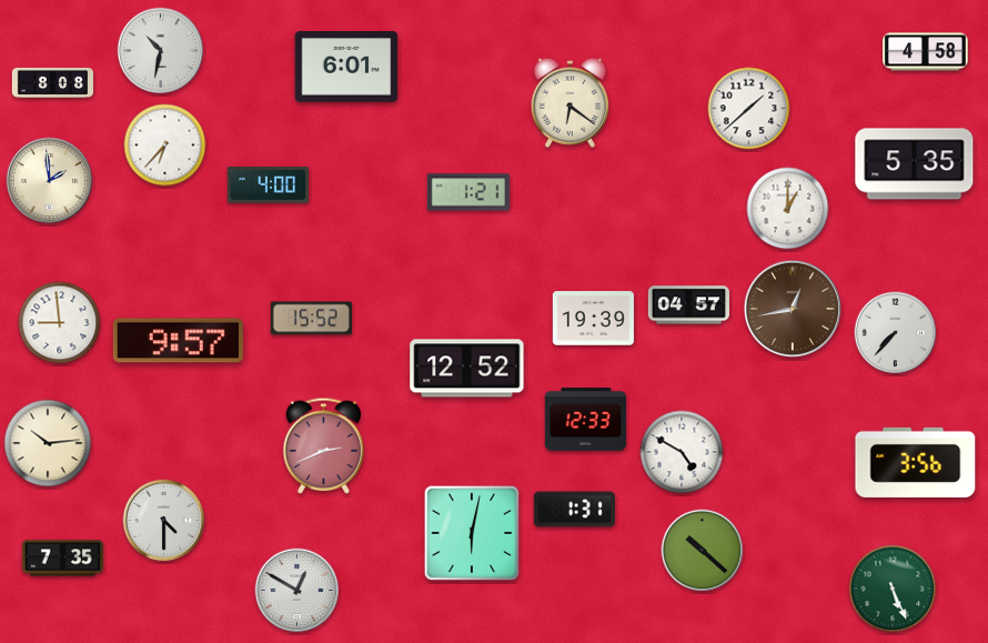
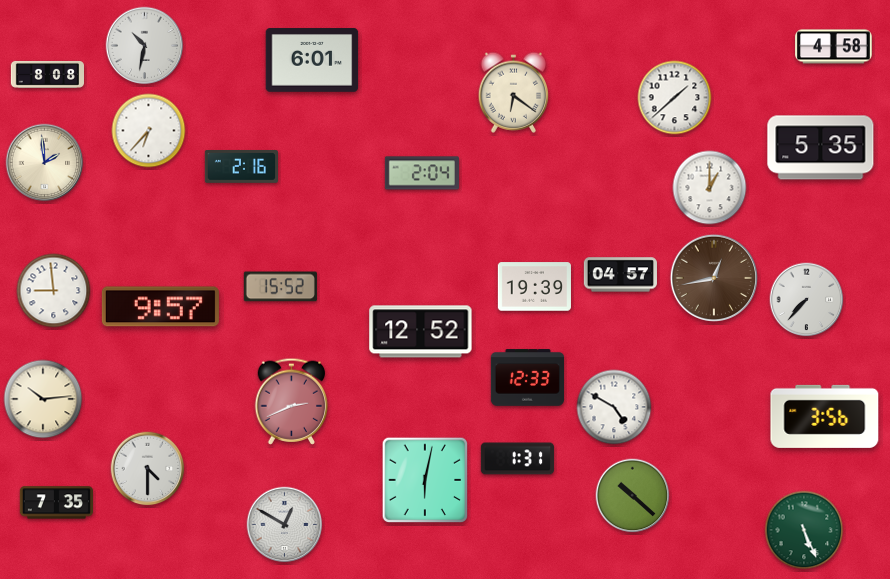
clock at (915, 164) position: (915, 164) -> (821, 148)
clock at (268, 185): 4:00 -> 2:16
clock at (468, 192): 1:21 -> 2:04
clock at (298, 591) position: (298, 591) -> (285, 525)
